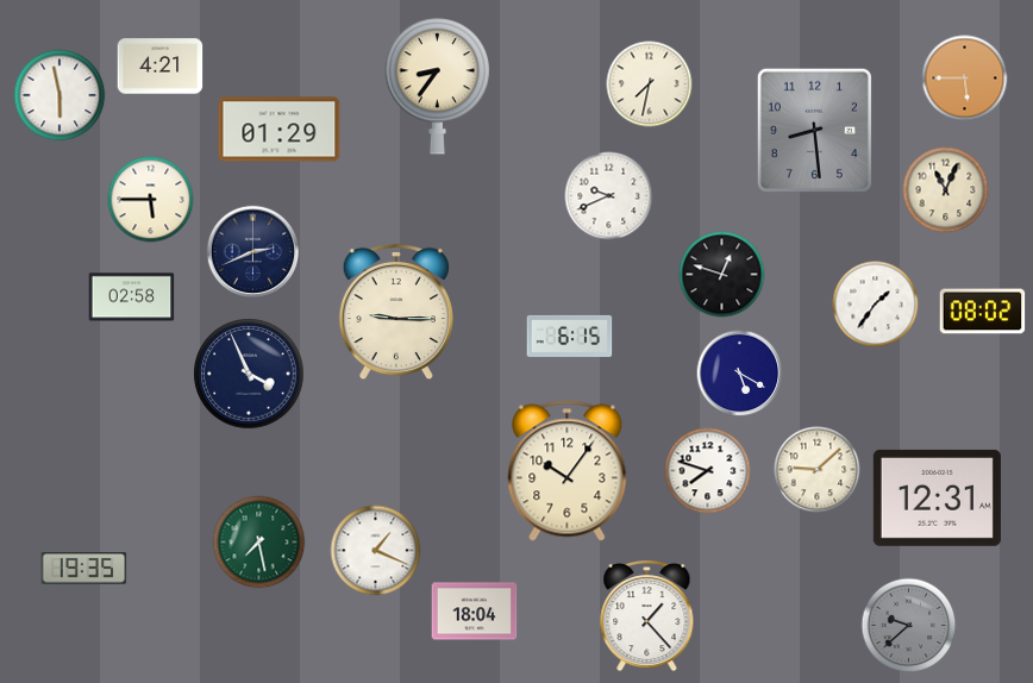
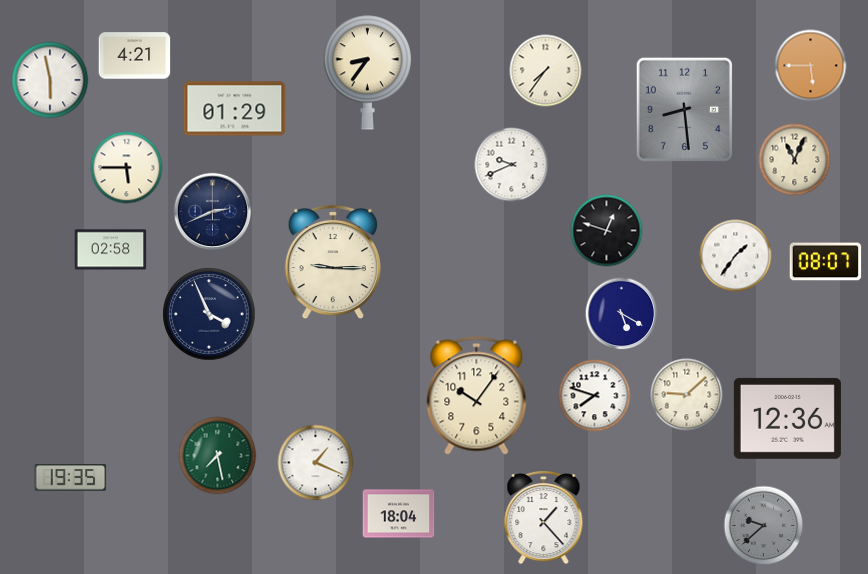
clock at (650, 84): 7:32 -> 7:36
clock at (983, 312): 08:02 -> 08:07
clock at (570, 336): 6:15 -> none
clock at (937, 497): 12:31 -> 12:36
